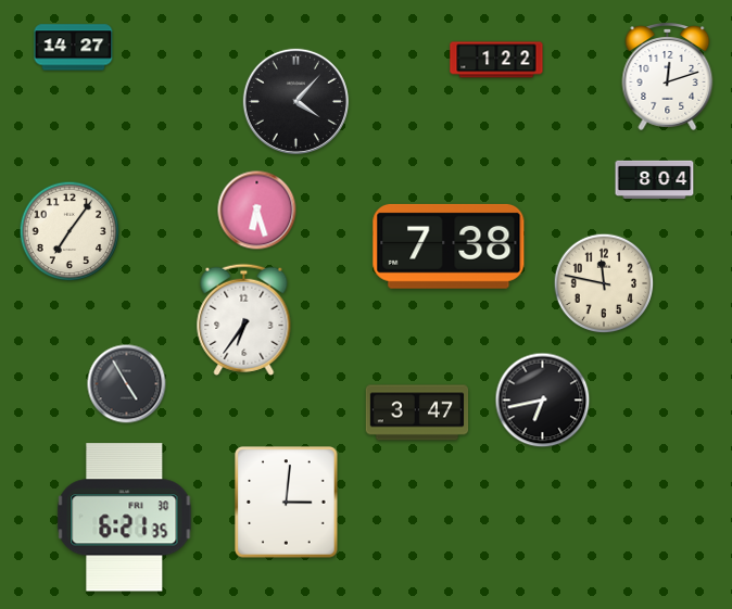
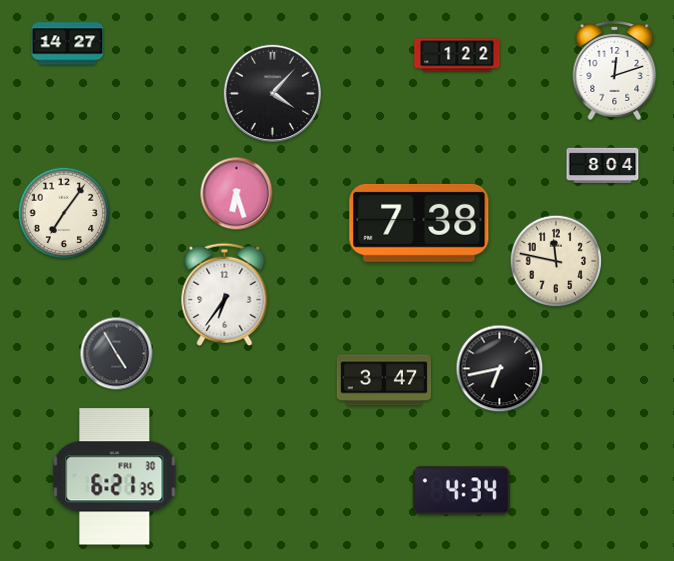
clock at (449, 246) position: (449, 246) -> (419, 223)
clock at (287, 503): 3:01 -> none
clock at (461, 491): none -> 4:34
